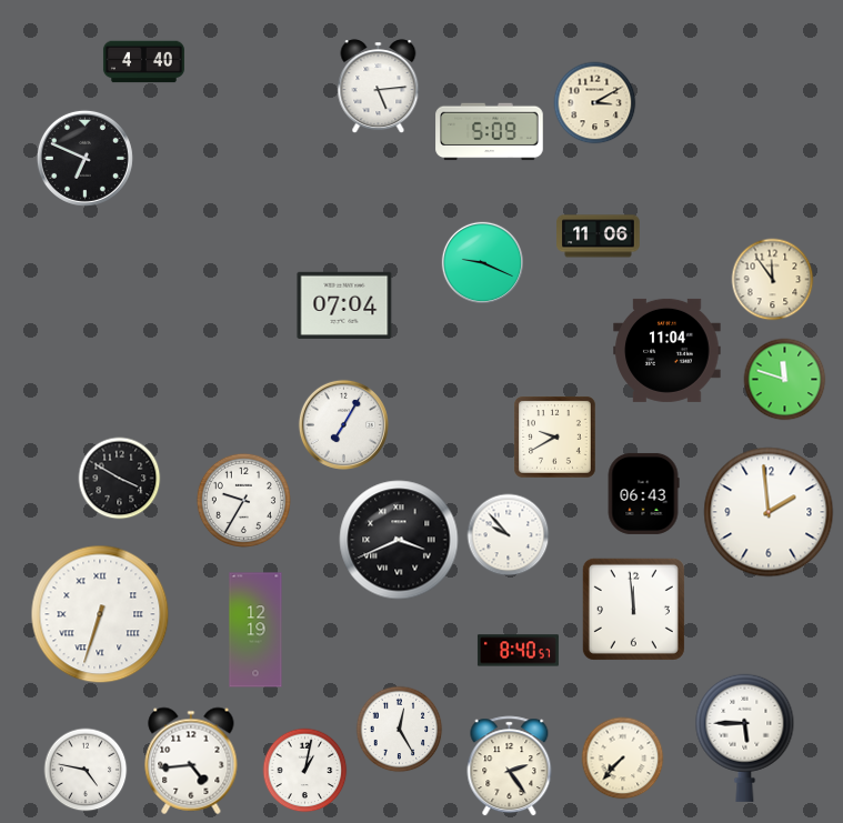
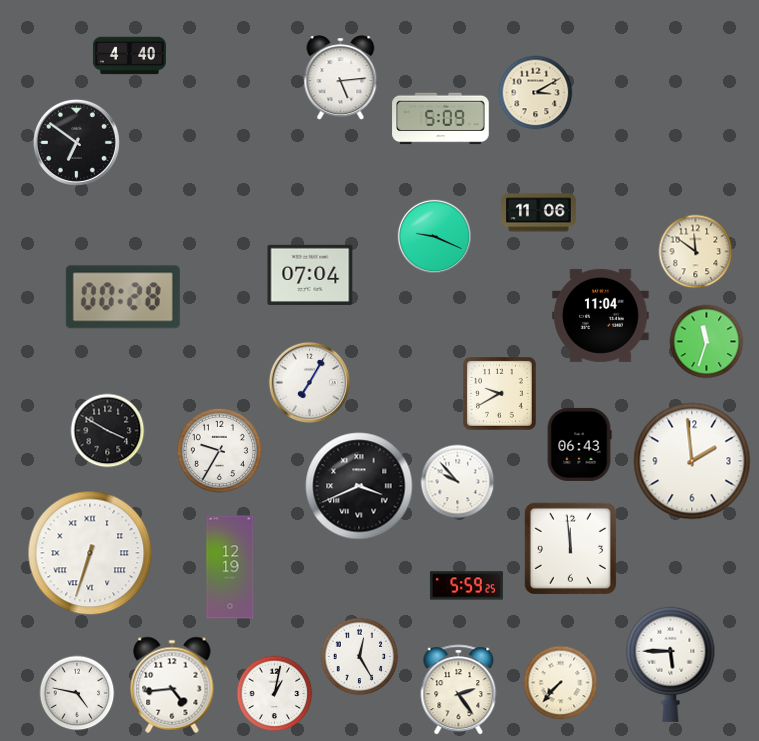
clock at (84, 158): 6:49 -> 6:51
clock at (773, 280): 11:54 -> 11:51
clock at (123, 297): none -> 00:28
clock at (785, 380): 11:48 -> 11:33
clock at (518, 651): 8:40 -> 5:59
